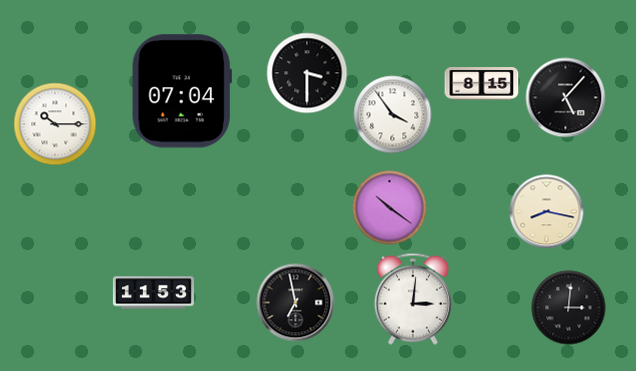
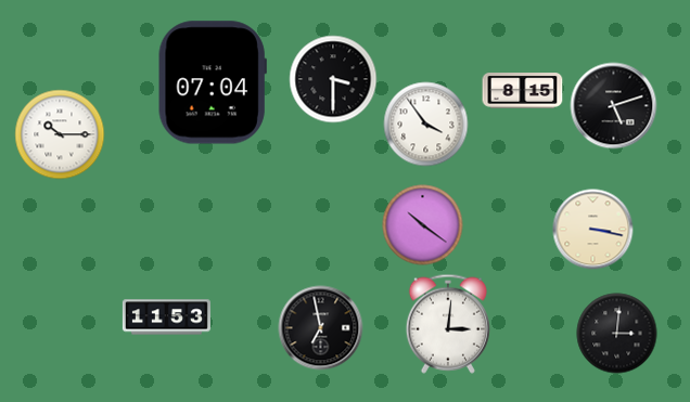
clock at (182, 91) position: (182, 91) -> (213, 82)
clock at (566, 98): 5:07 -> 5:12
clock at (547, 212): 8:17 -> 3:17
